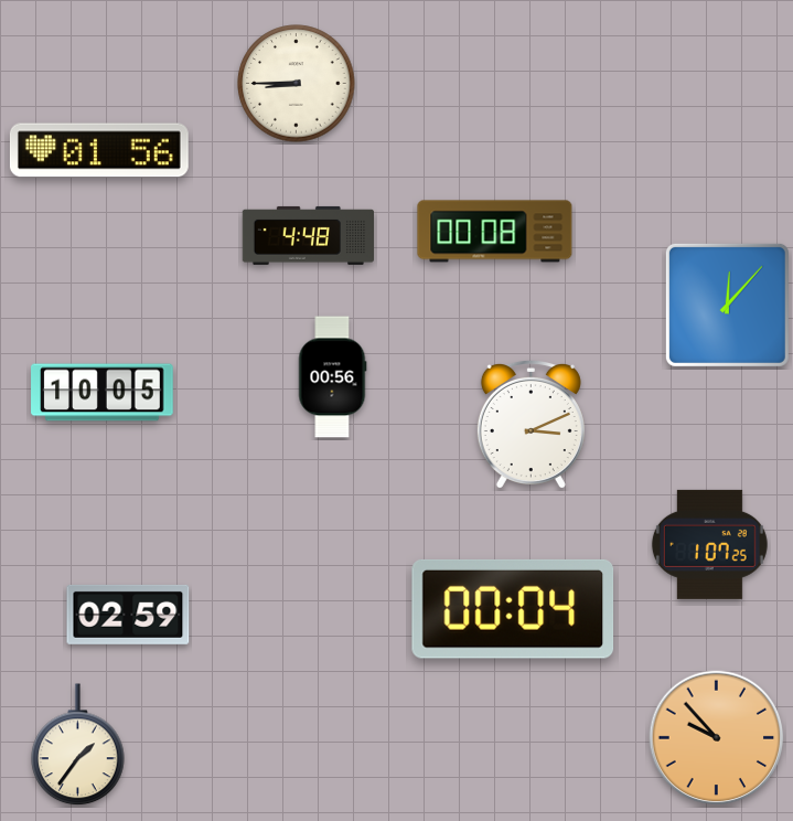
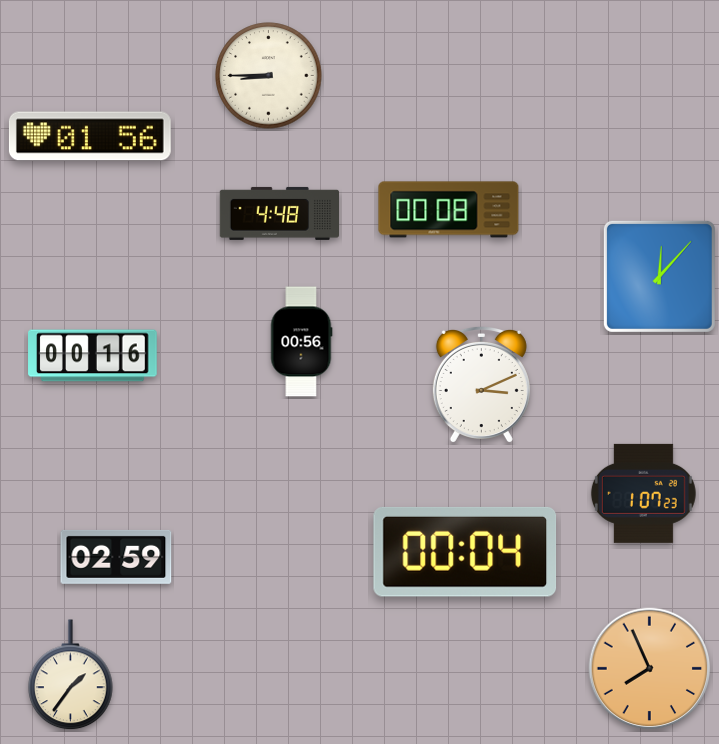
clock at (103, 393): 10:05 -> 00:16
clock at (709, 544): 1:07:25 -> 1:07:23
clock at (717, 738): 9:53 -> 7:56
